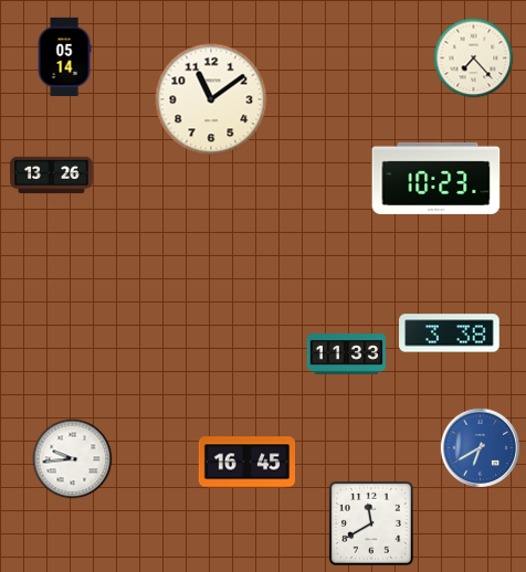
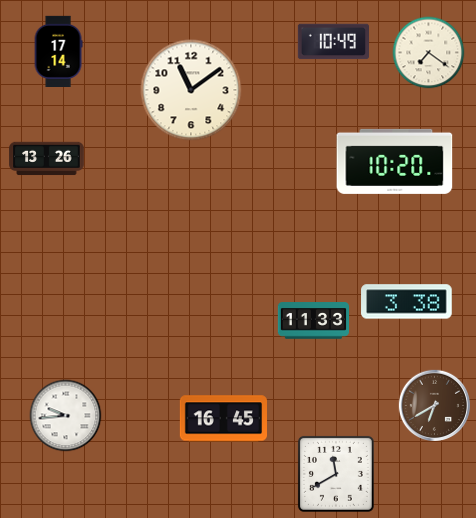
clock at (333, 42): none -> 10:49
clock at (64, 56): 05:14 -> 17:14
clock at (474, 59): 7:23 -> 7:21
clock at (436, 178): 10:23 -> 10:20
clock at (480, 447) dial: blue -> brown
